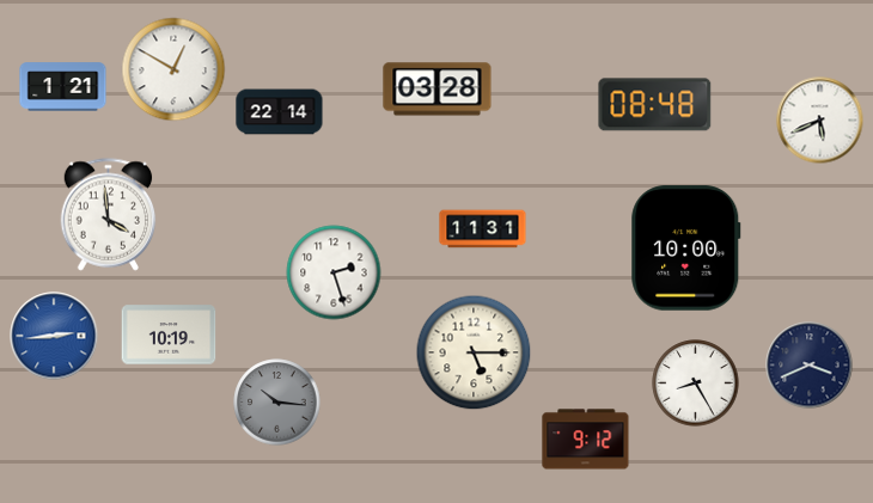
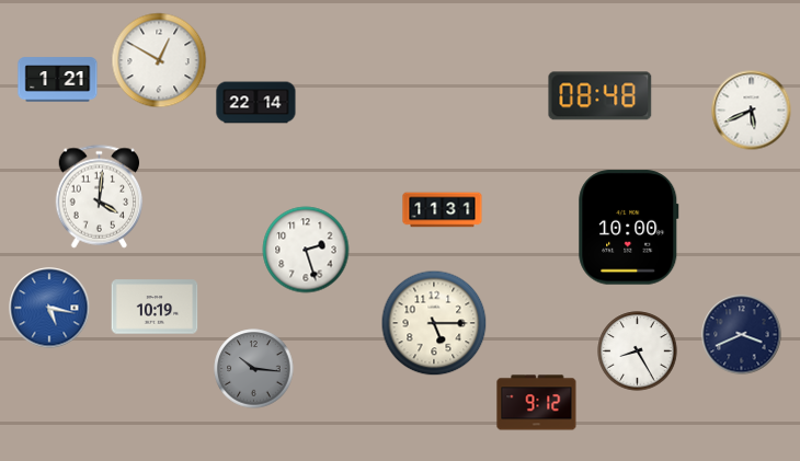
clock at (173, 69) position: (173, 69) -> (159, 60)
clock at (438, 90): 03:28 -> none
clock at (109, 215): 3:59 -> 4:01
clock at (54, 336): 2:44 -> 5:17
